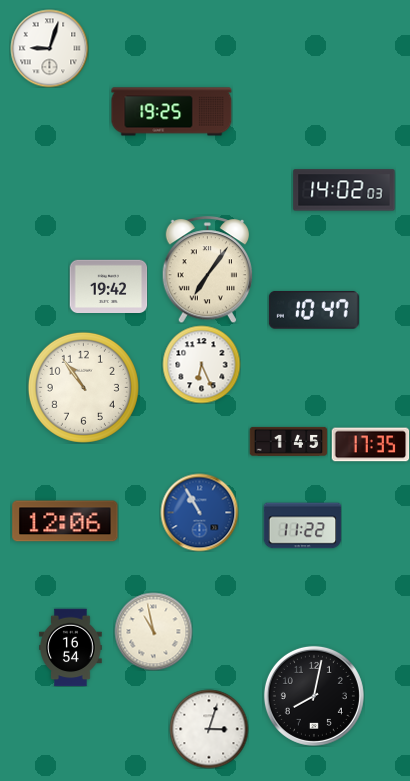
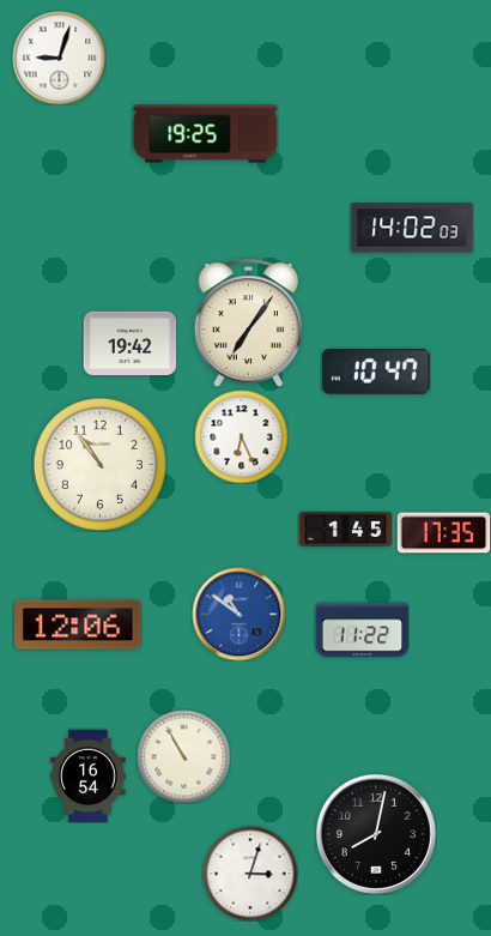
clock at (199, 512): 10:55 -> 10:51
clock at (153, 631): 10:58 -> 10:55
clock at (71, 647) position: (71, 647) -> (89, 775)
